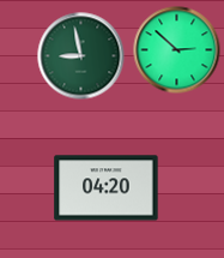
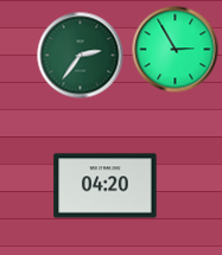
clock at (177, 50): 2:52 -> 2:55
clock at (81, 56): 8:58 -> 2:36
